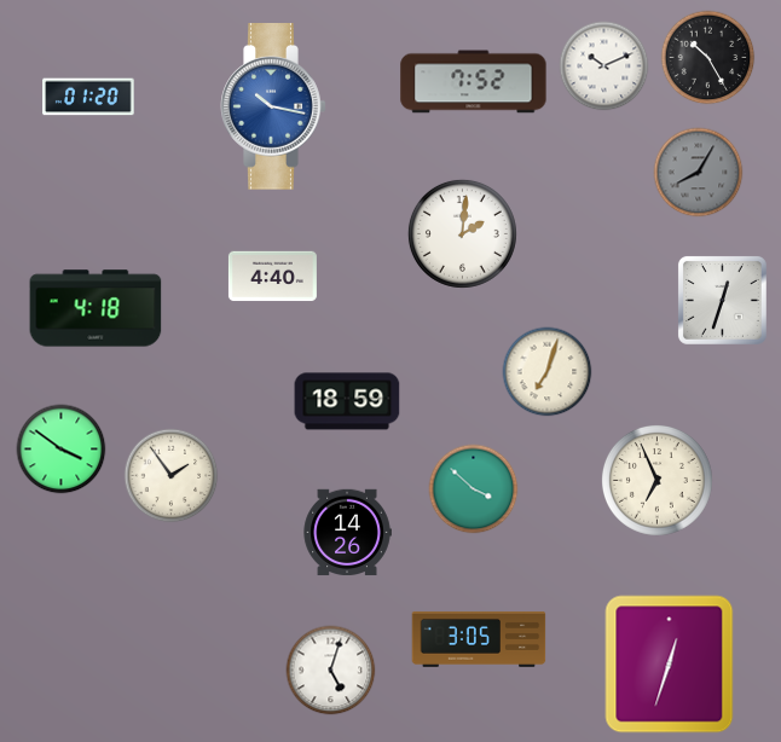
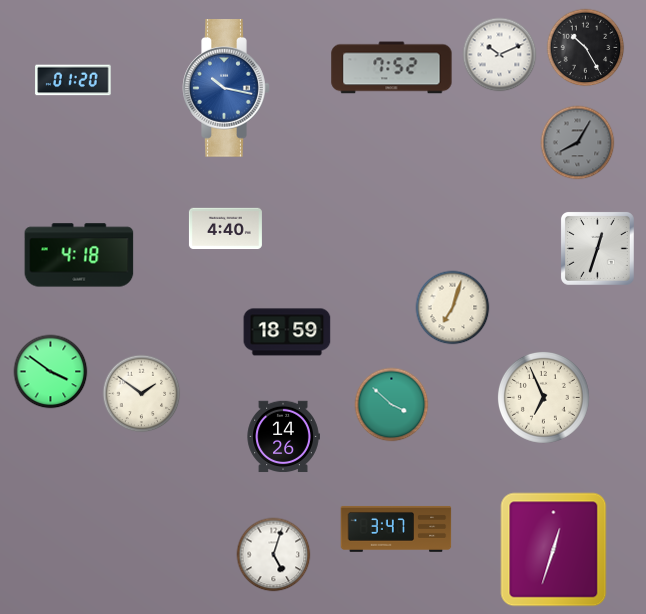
clock at (462, 233): 2:01 -> none
clock at (172, 476): 1:54 -> 1:51
clock at (347, 533) position: (347, 533) -> (283, 437)
clock at (479, 639): 3:05 -> 3:47
